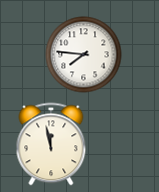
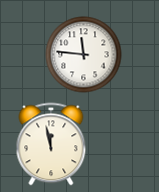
clock at (84, 55): 7:46 -> 11:46
